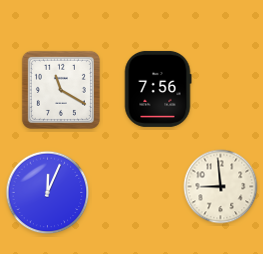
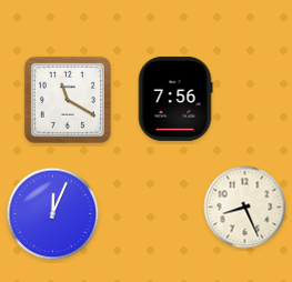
clock at (221, 187): 8:59 -> 8:26
